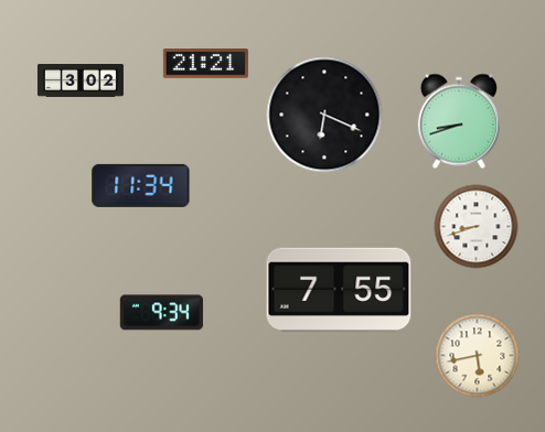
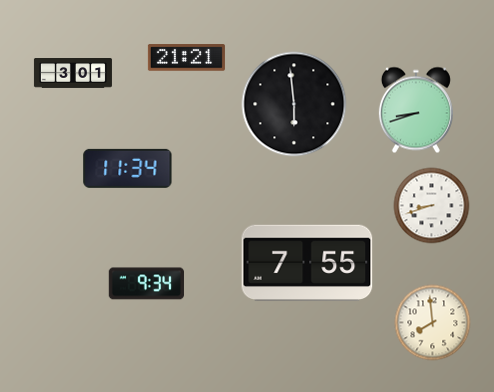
clock at (81, 82): 3:02 -> 3:01
clock at (324, 115): 6:19 -> 5:59
clock at (478, 356): 5:43 -> 7:59
